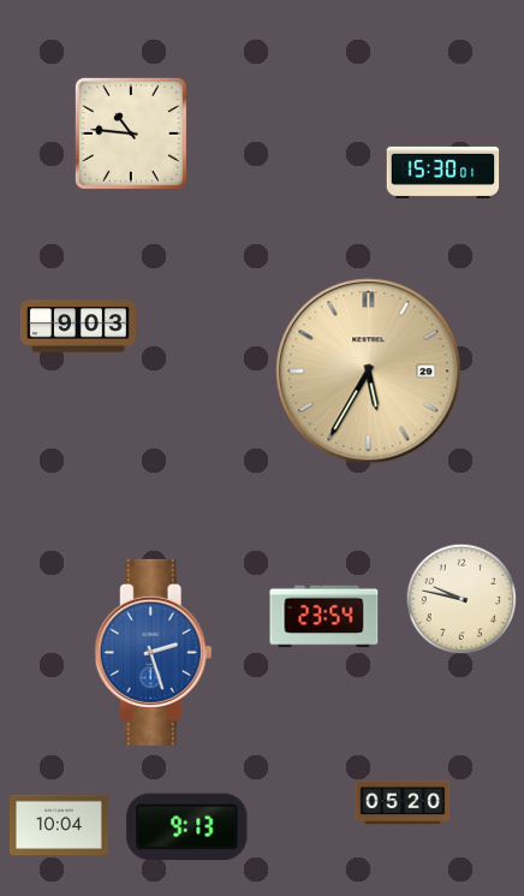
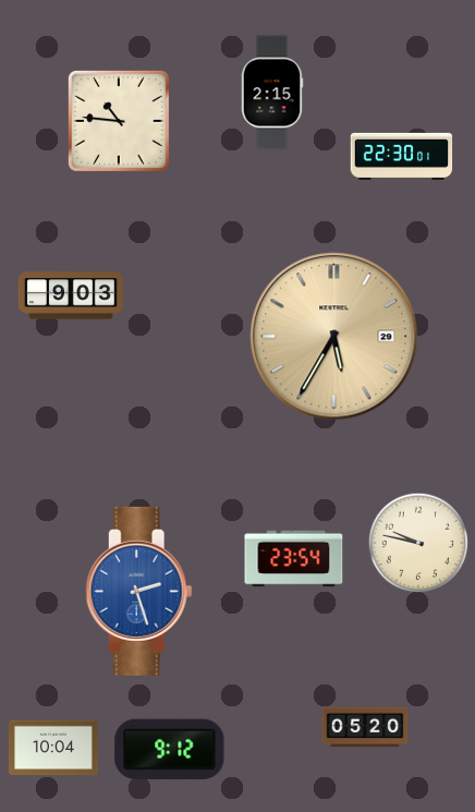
clock at (272, 93): none -> 2:15
clock at (443, 172): 15:30 -> 22:30
clock at (187, 827): 9:13 -> 9:12
